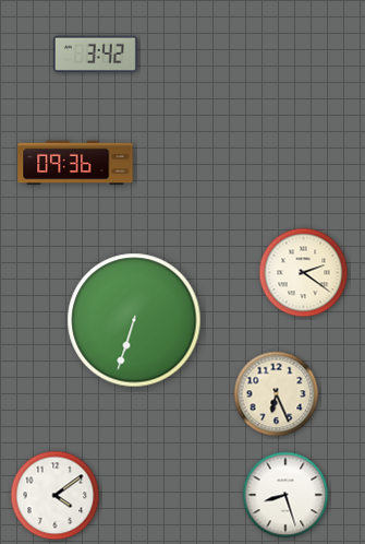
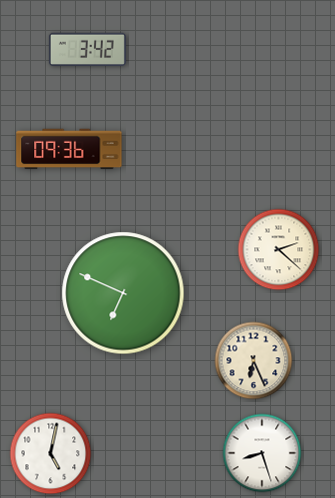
clock at (304, 273): 2:21 -> 2:22
clock at (134, 320): 6:33 -> 6:49
clock at (56, 496): 4:09 -> 5:02
